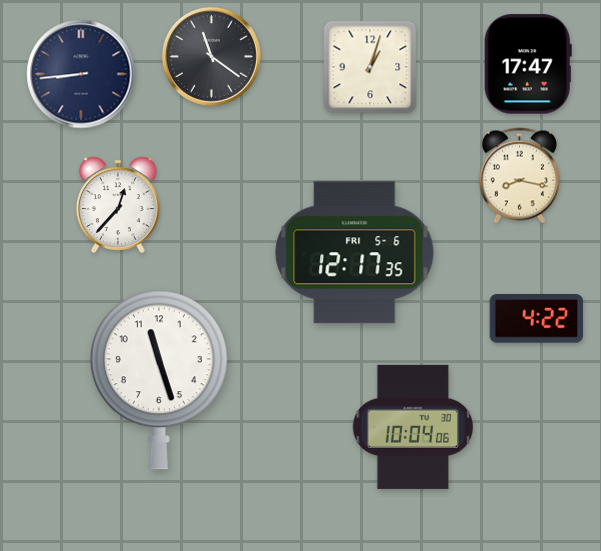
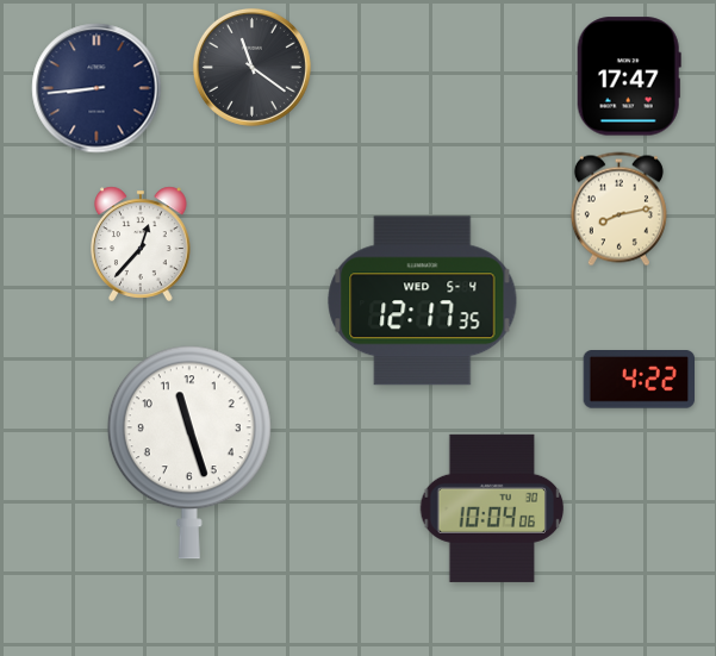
clock at (370, 67): 1:03 -> none
clock at (519, 176): 8:17 -> 8:13
clock at (355, 253) date: FRI 5-6 -> WED 5-4
